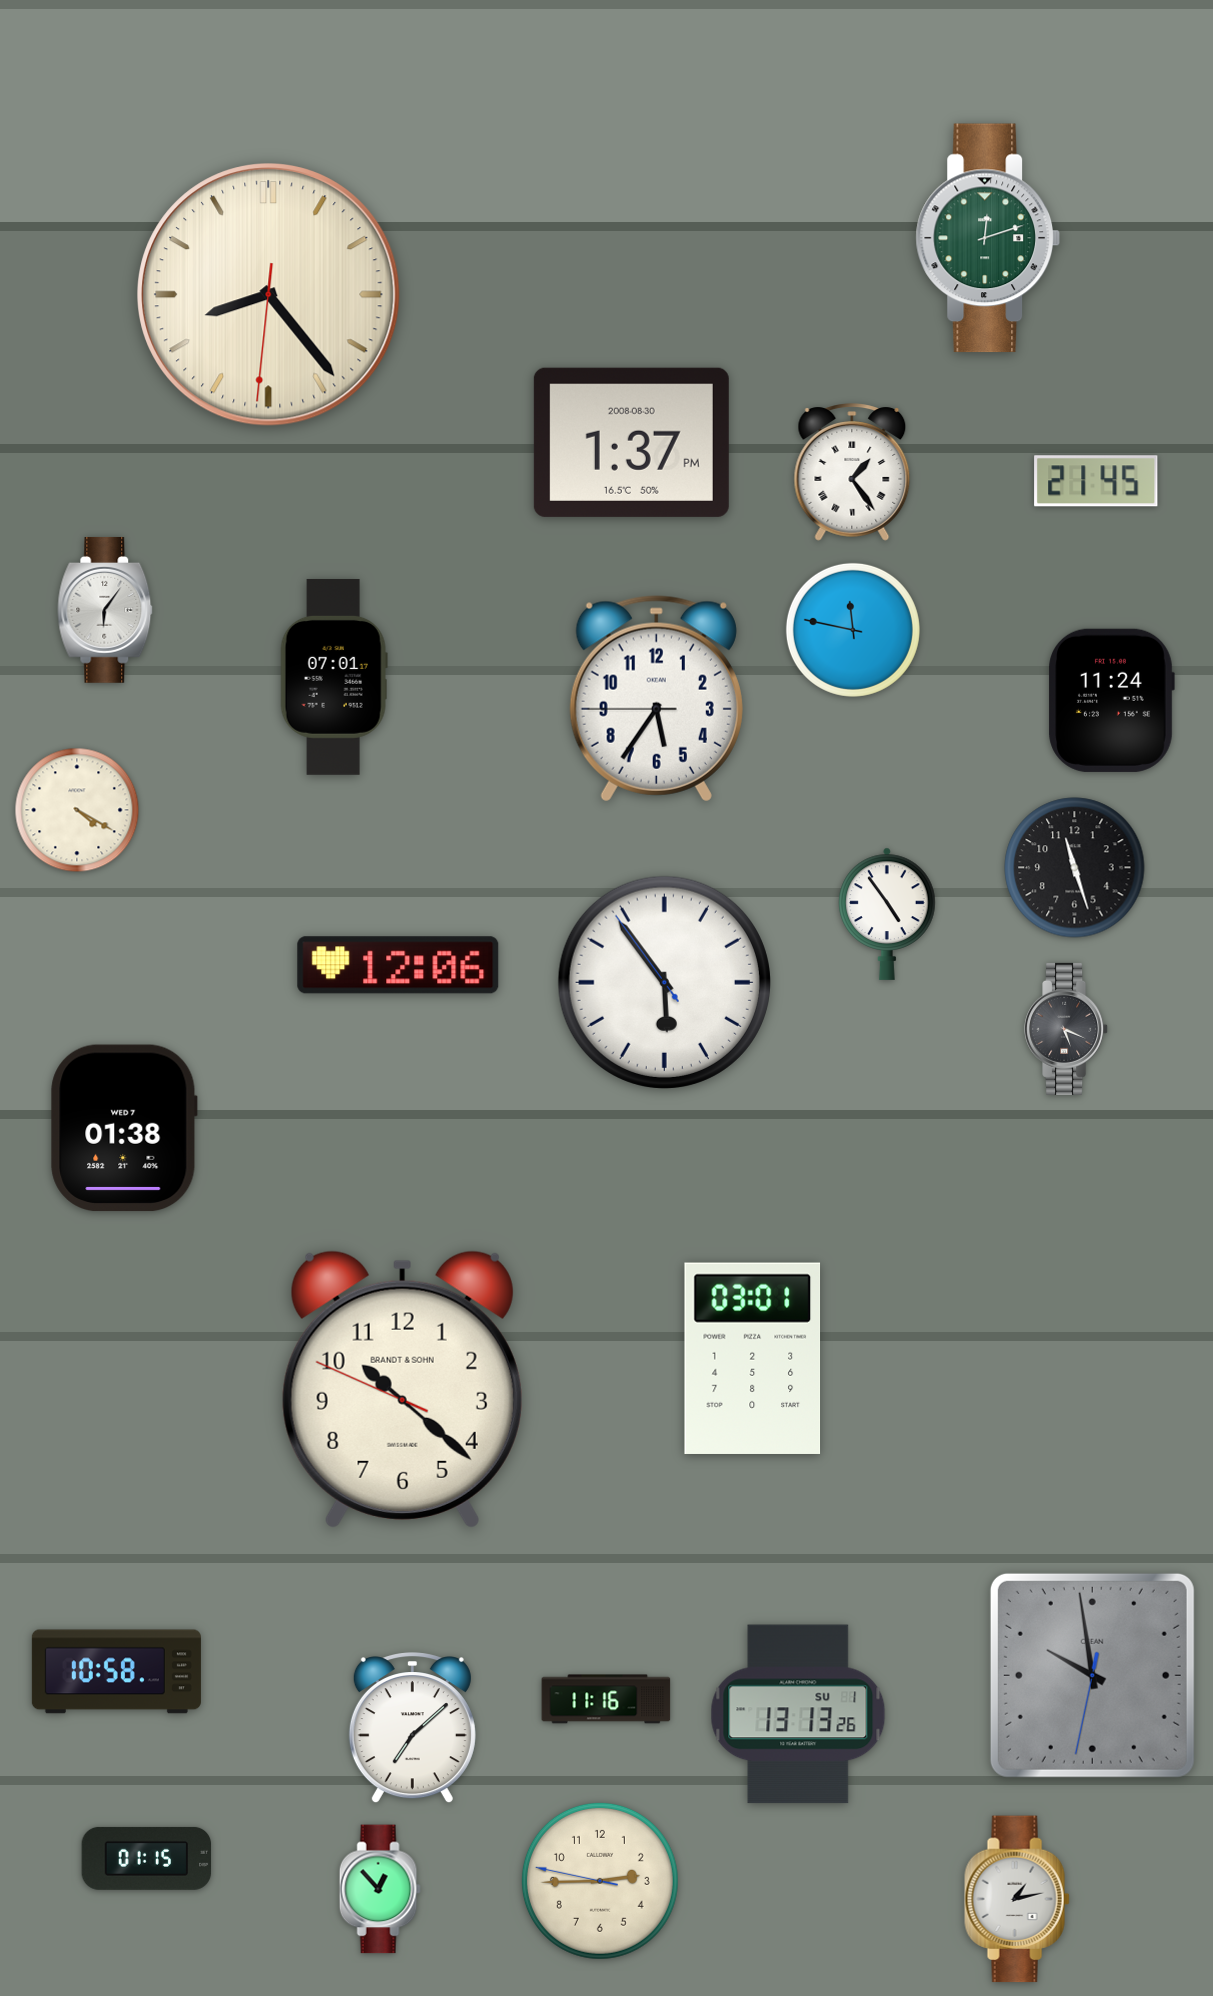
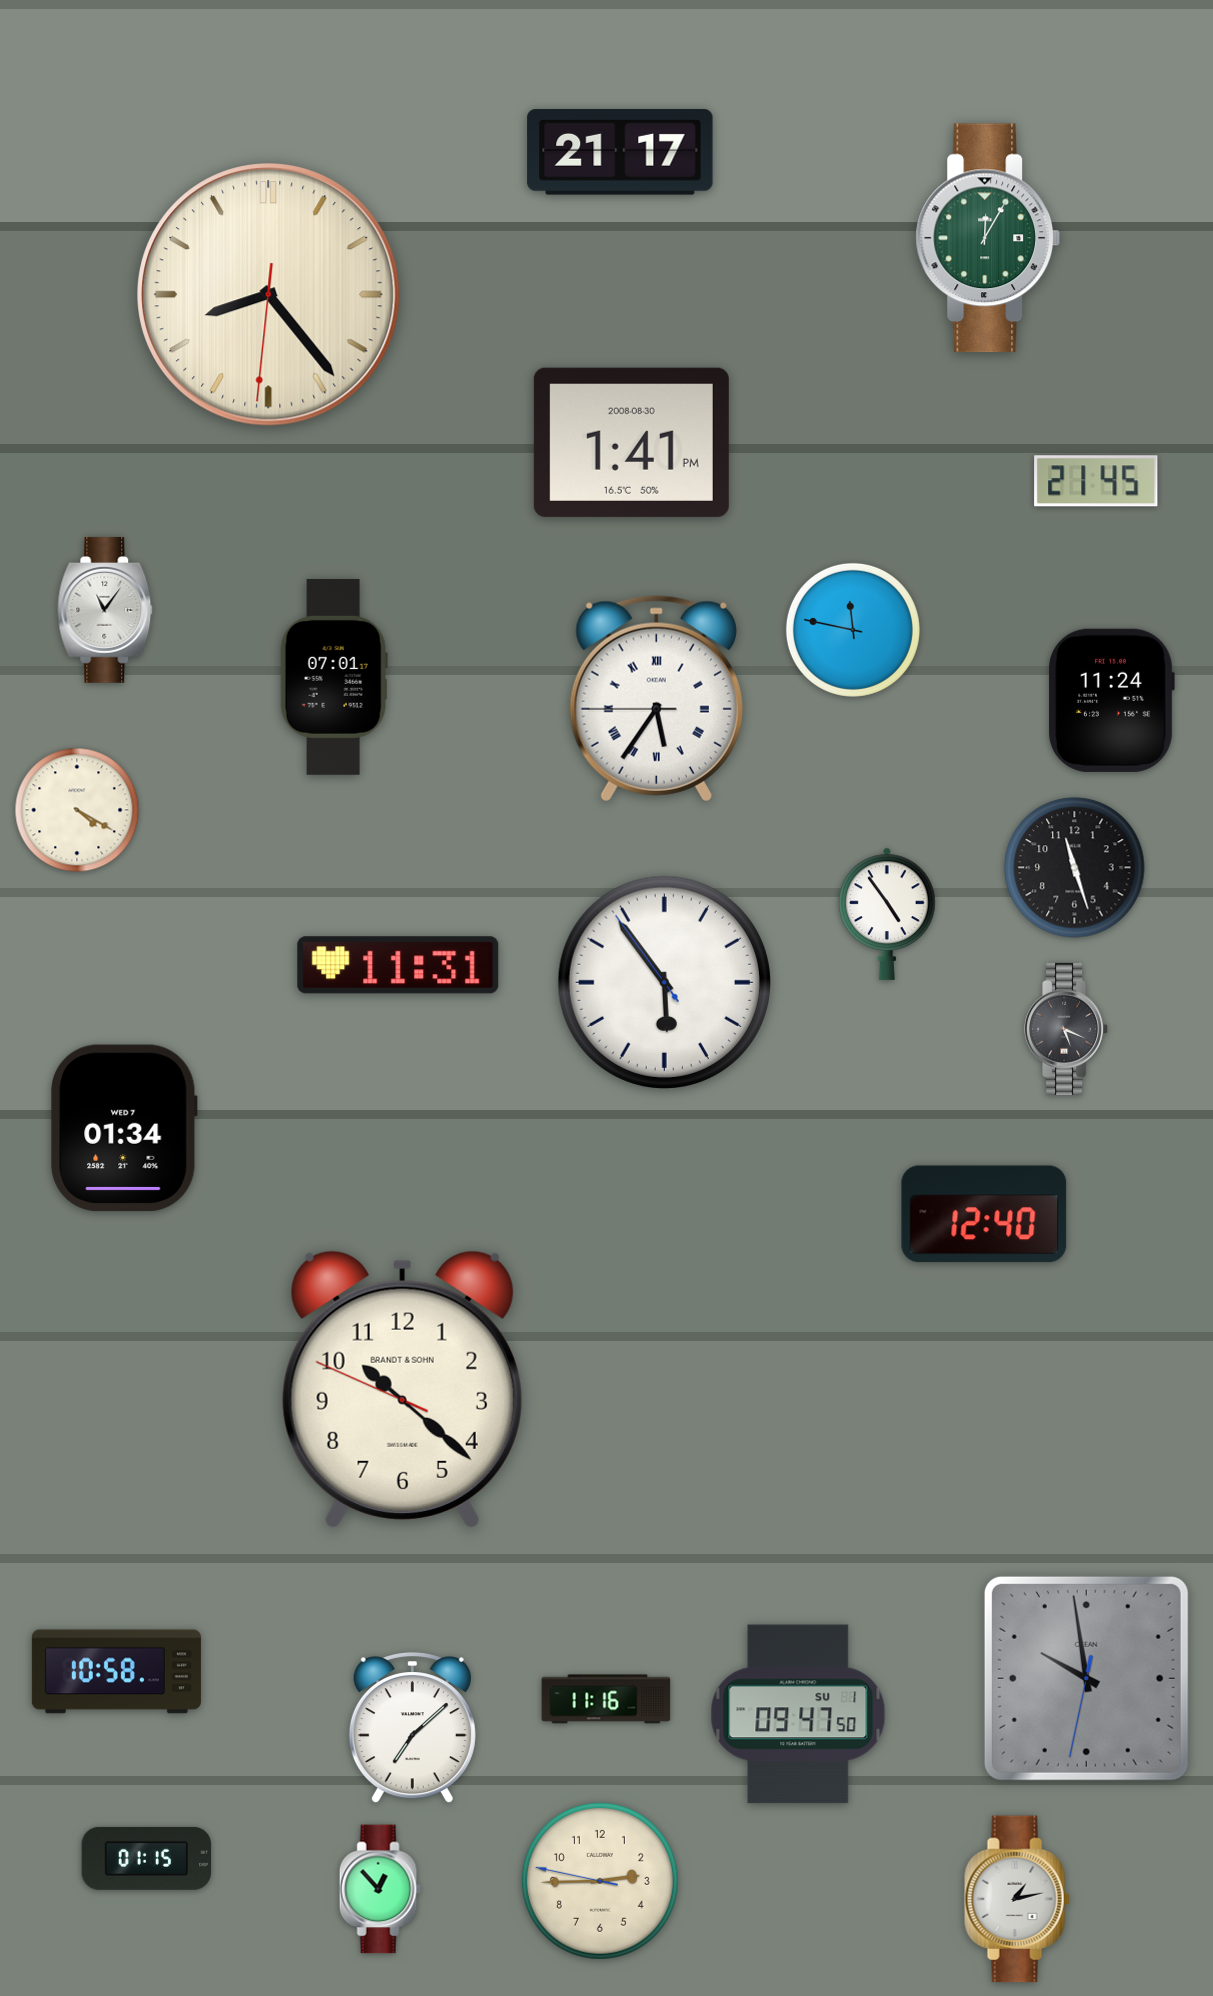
clock at (620, 152): none -> 21:17
clock at (987, 238): 12:12 -> 12:05
clock at (631, 442): 1:37 -> 1:41
clock at (852, 472): 1:24 -> none
clock at (105, 610): 6:06 -> 11:06
clock at (656, 699) numerals: Arabic -> Roman
clock at (398, 965): 12:06 -> 11:31
clock at (124, 1128): 01:38 -> 01:34
clock at (984, 1214): none -> 12:40
clock at (753, 1358): 03:01 -> none
clock at (1092, 1675) position: (1092, 1675) -> (1086, 1678)
clock at (798, 1714): 13:13 -> 09:47
